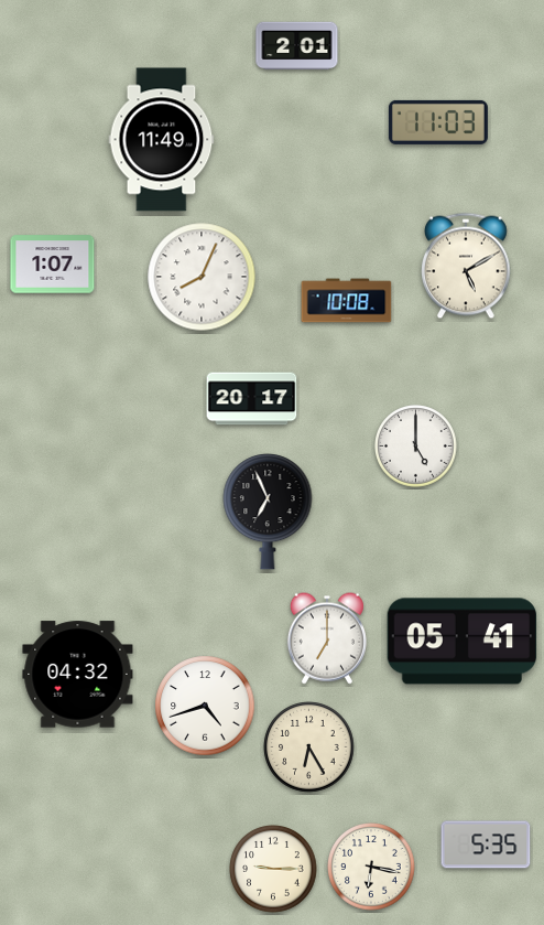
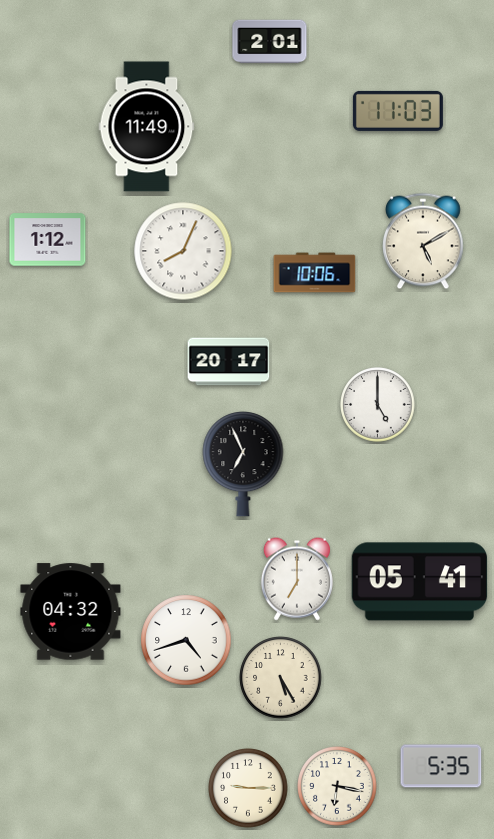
clock at (53, 265): 1:07 -> 1:12
clock at (347, 301): 10:08 -> 10:06
clock at (309, 747): 6:25 -> 5:25
